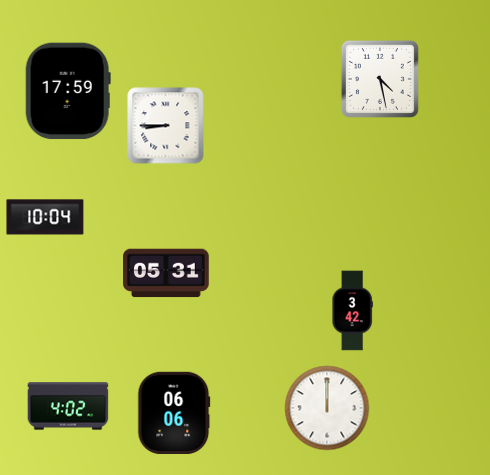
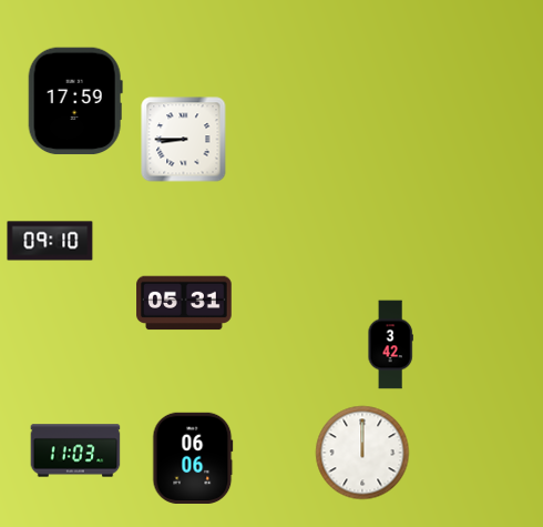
clock at (380, 79): 4:28 -> none
clock at (45, 217): 10:04 -> 09:10
clock at (68, 406): 4:02 -> 11:03
